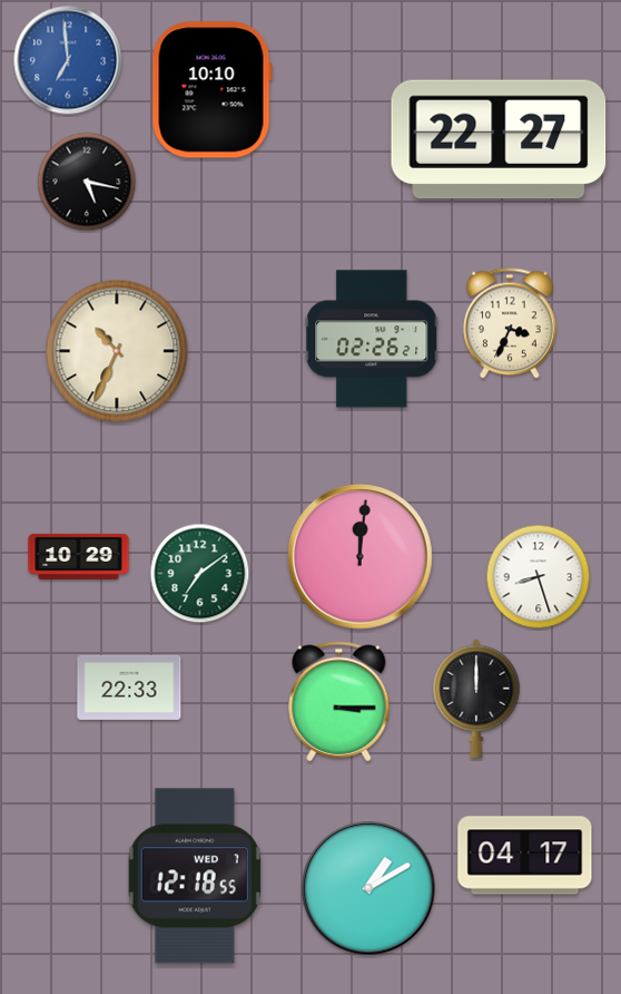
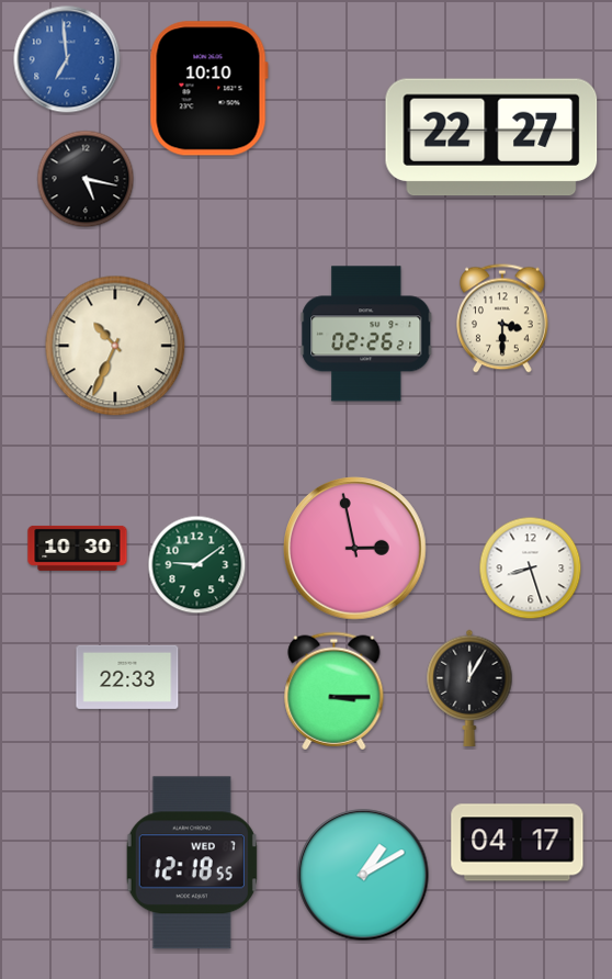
clock at (511, 323): 3:34 -> 3:30
clock at (79, 556): 10:29 -> 10:30
clock at (361, 557): 12:01 -> 2:58
clock at (200, 574): 7:09 -> 9:09
clock at (476, 699): 12:00 -> 12:05
